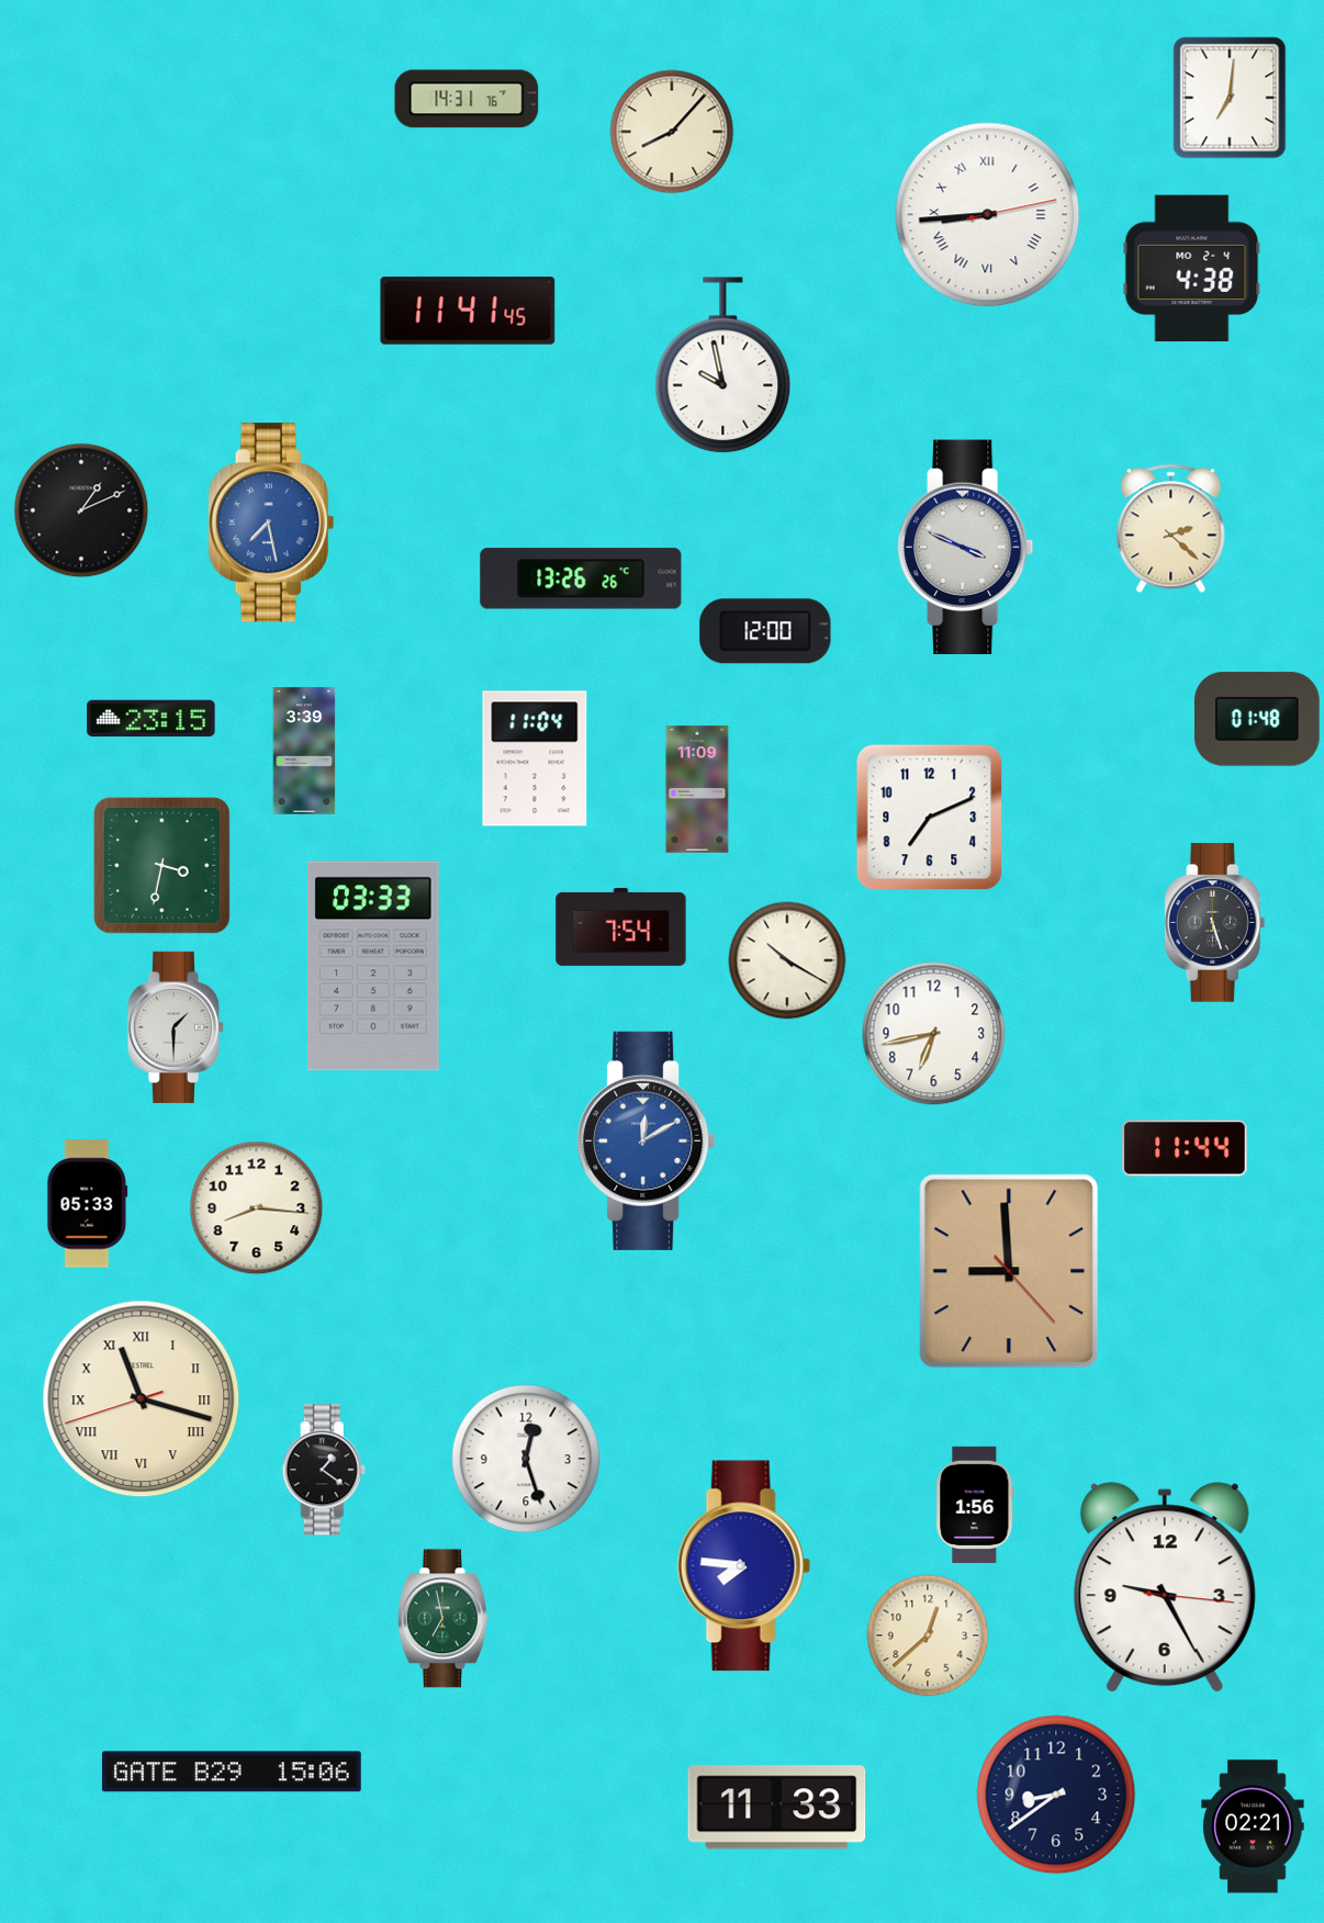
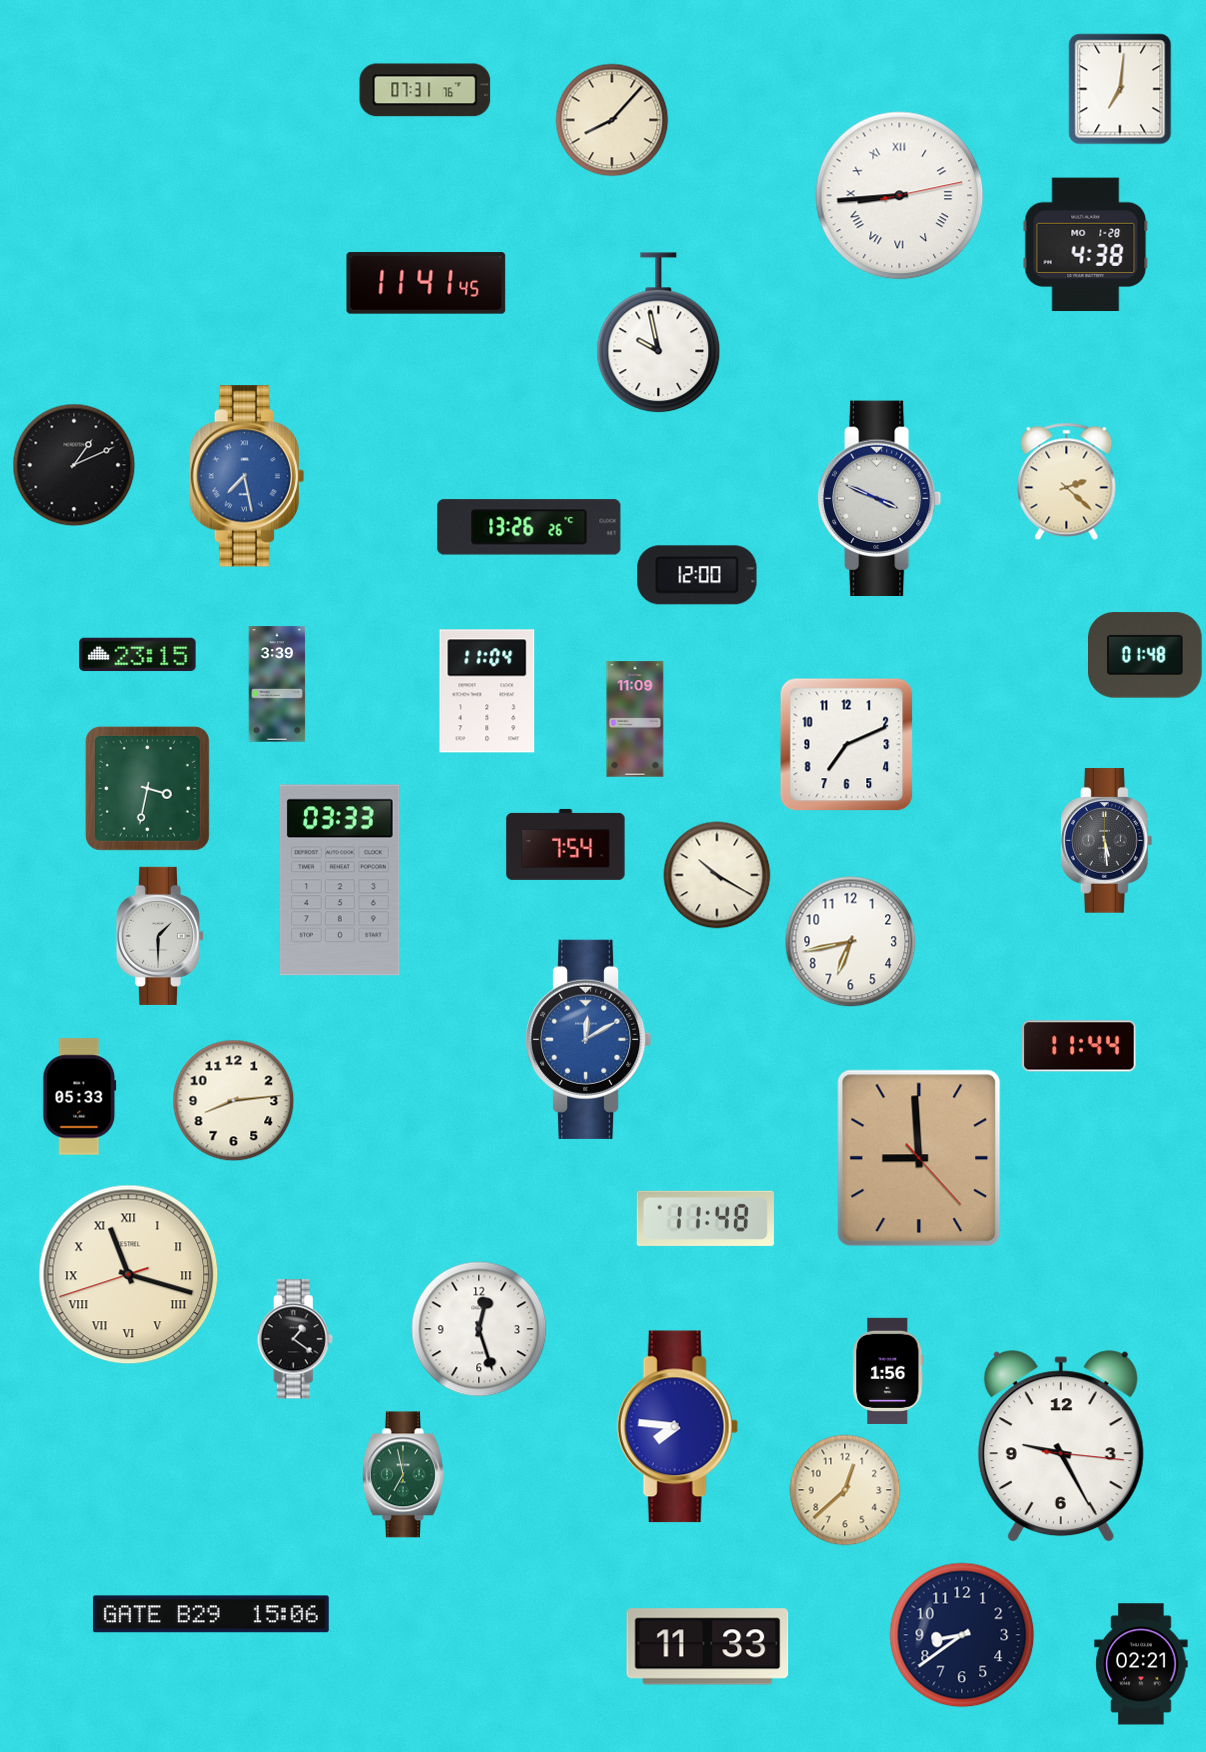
clock at (467, 99): 14:31 -> 07:31
clock at (1192, 269) date: MO 2-4 -> MO 1-28
clock at (1214, 923): 5:27 -> 5:29
clock at (257, 1208): 8:16 -> 8:14
clock at (705, 1218): none -> 11:48
